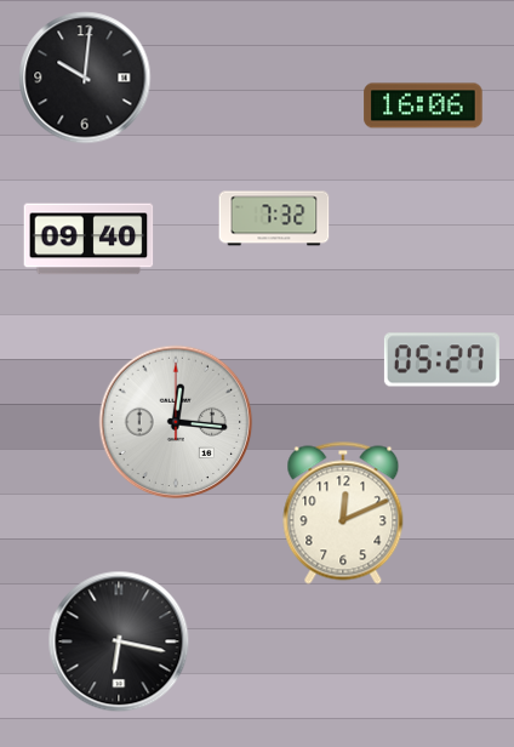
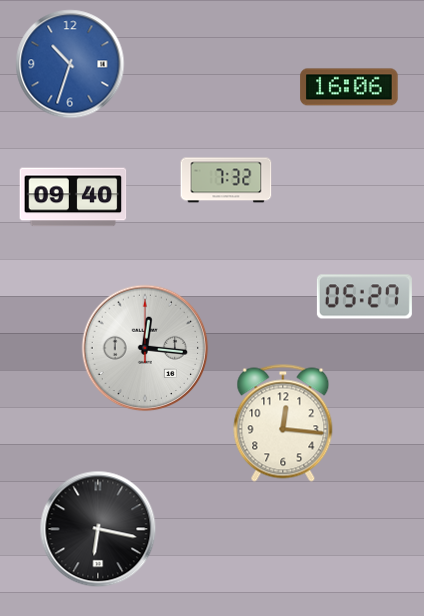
clock at (85, 78): 10:01 -> 10:33
clock at (85, 78) dial: black -> blue
clock at (343, 513): 12:11 -> 12:16
